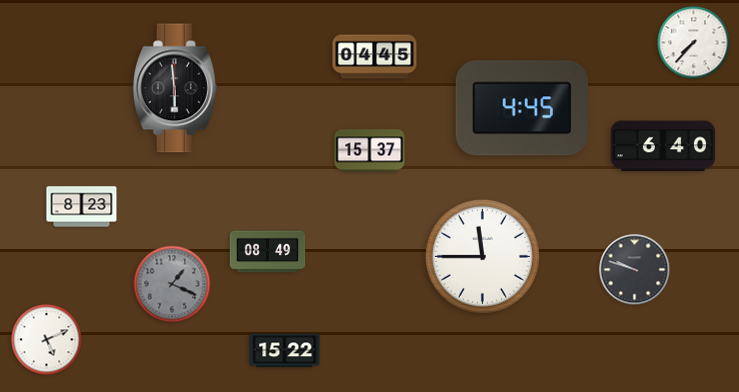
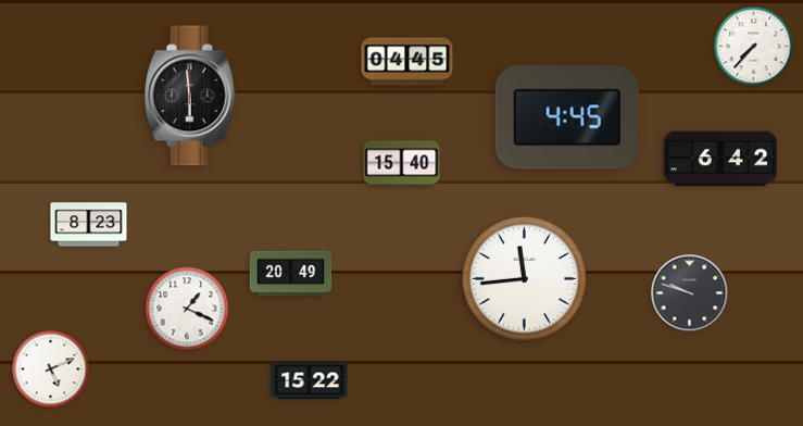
clock at (662, 146): 6:40 -> 6:42
clock at (370, 151): 15:37 -> 15:40
clock at (268, 252): 08:49 -> 20:49
clock at (482, 256): 11:45 -> 11:44
clock at (172, 284) dial: grey -> white
